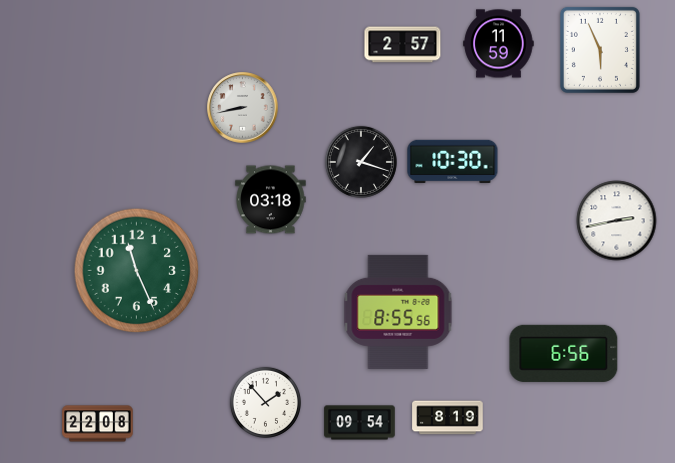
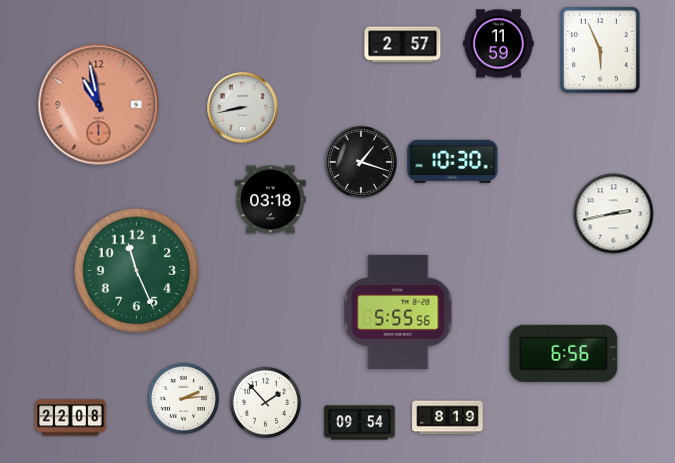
clock at (99, 105): none -> 10:58
clock at (617, 221) position: (617, 221) -> (614, 214)
clock at (398, 312): 8:55 -> 5:55
clock at (183, 398): none -> 2:14
clock at (98, 424) position: (98, 424) -> (71, 418)
